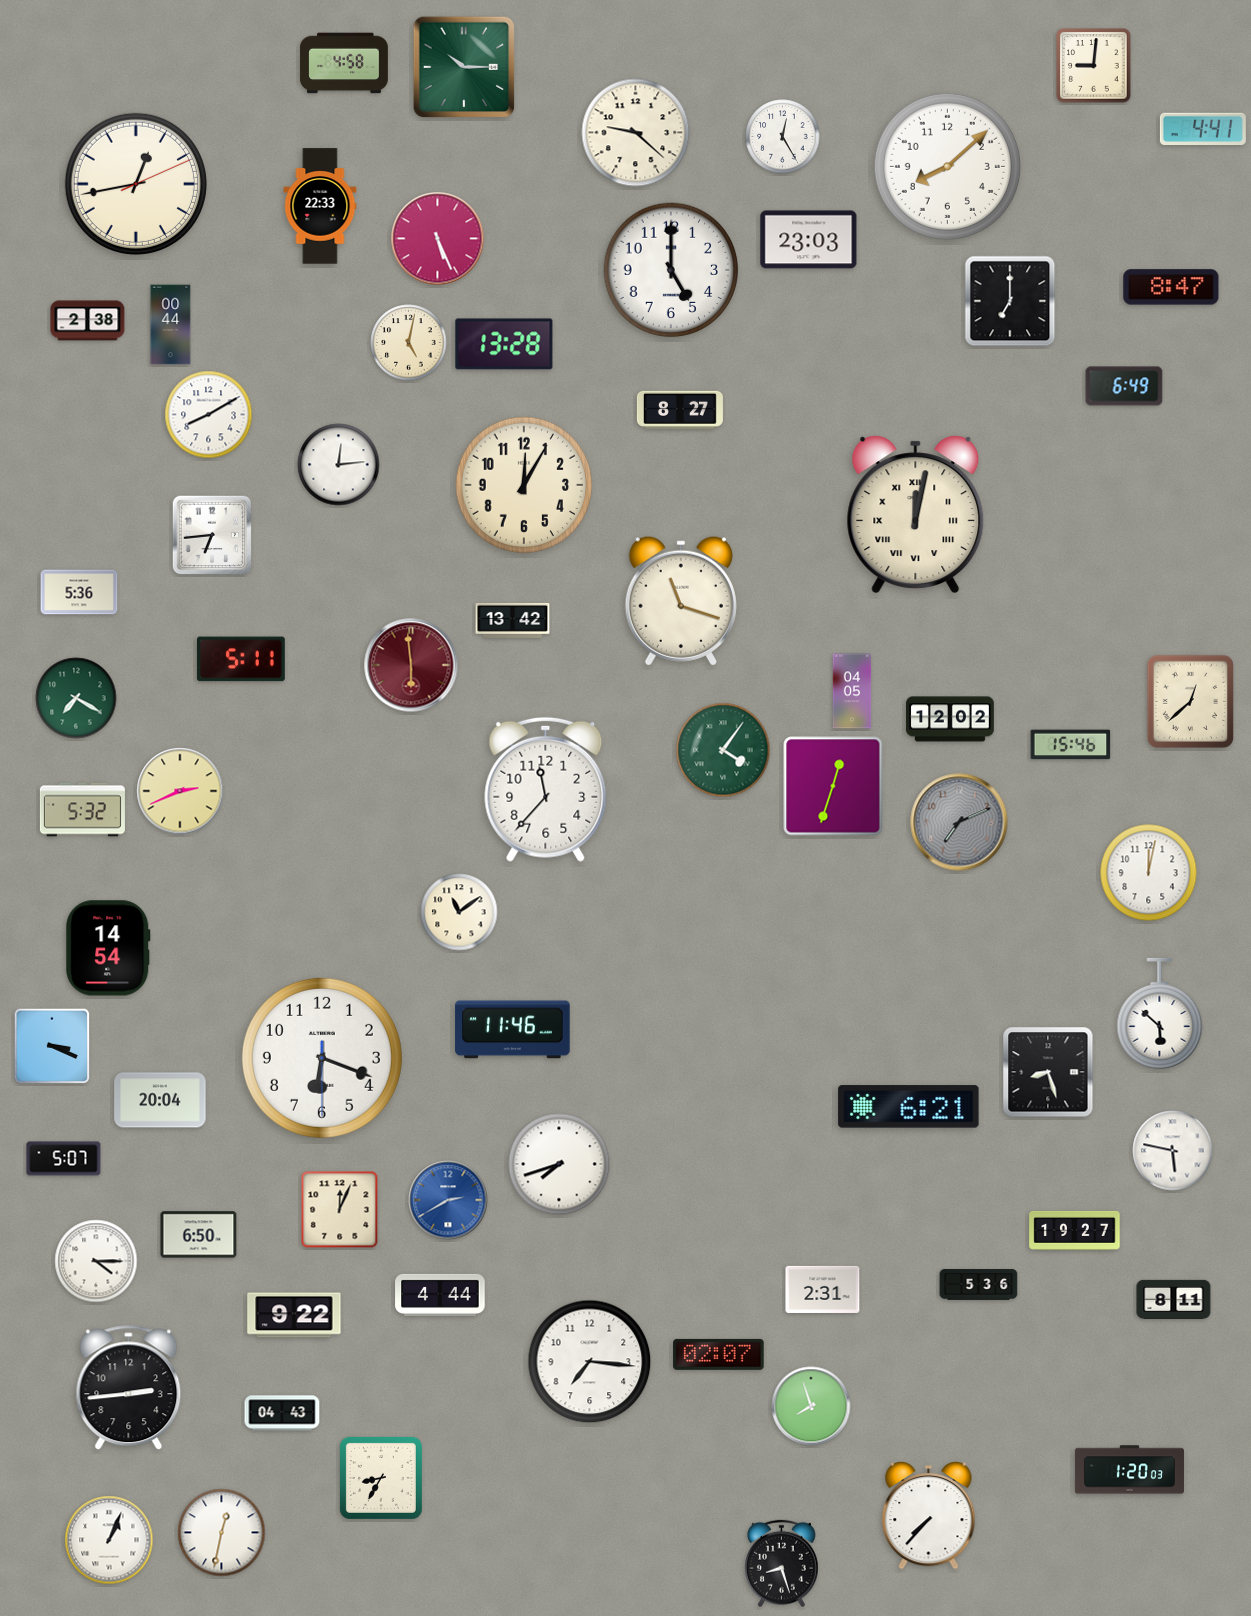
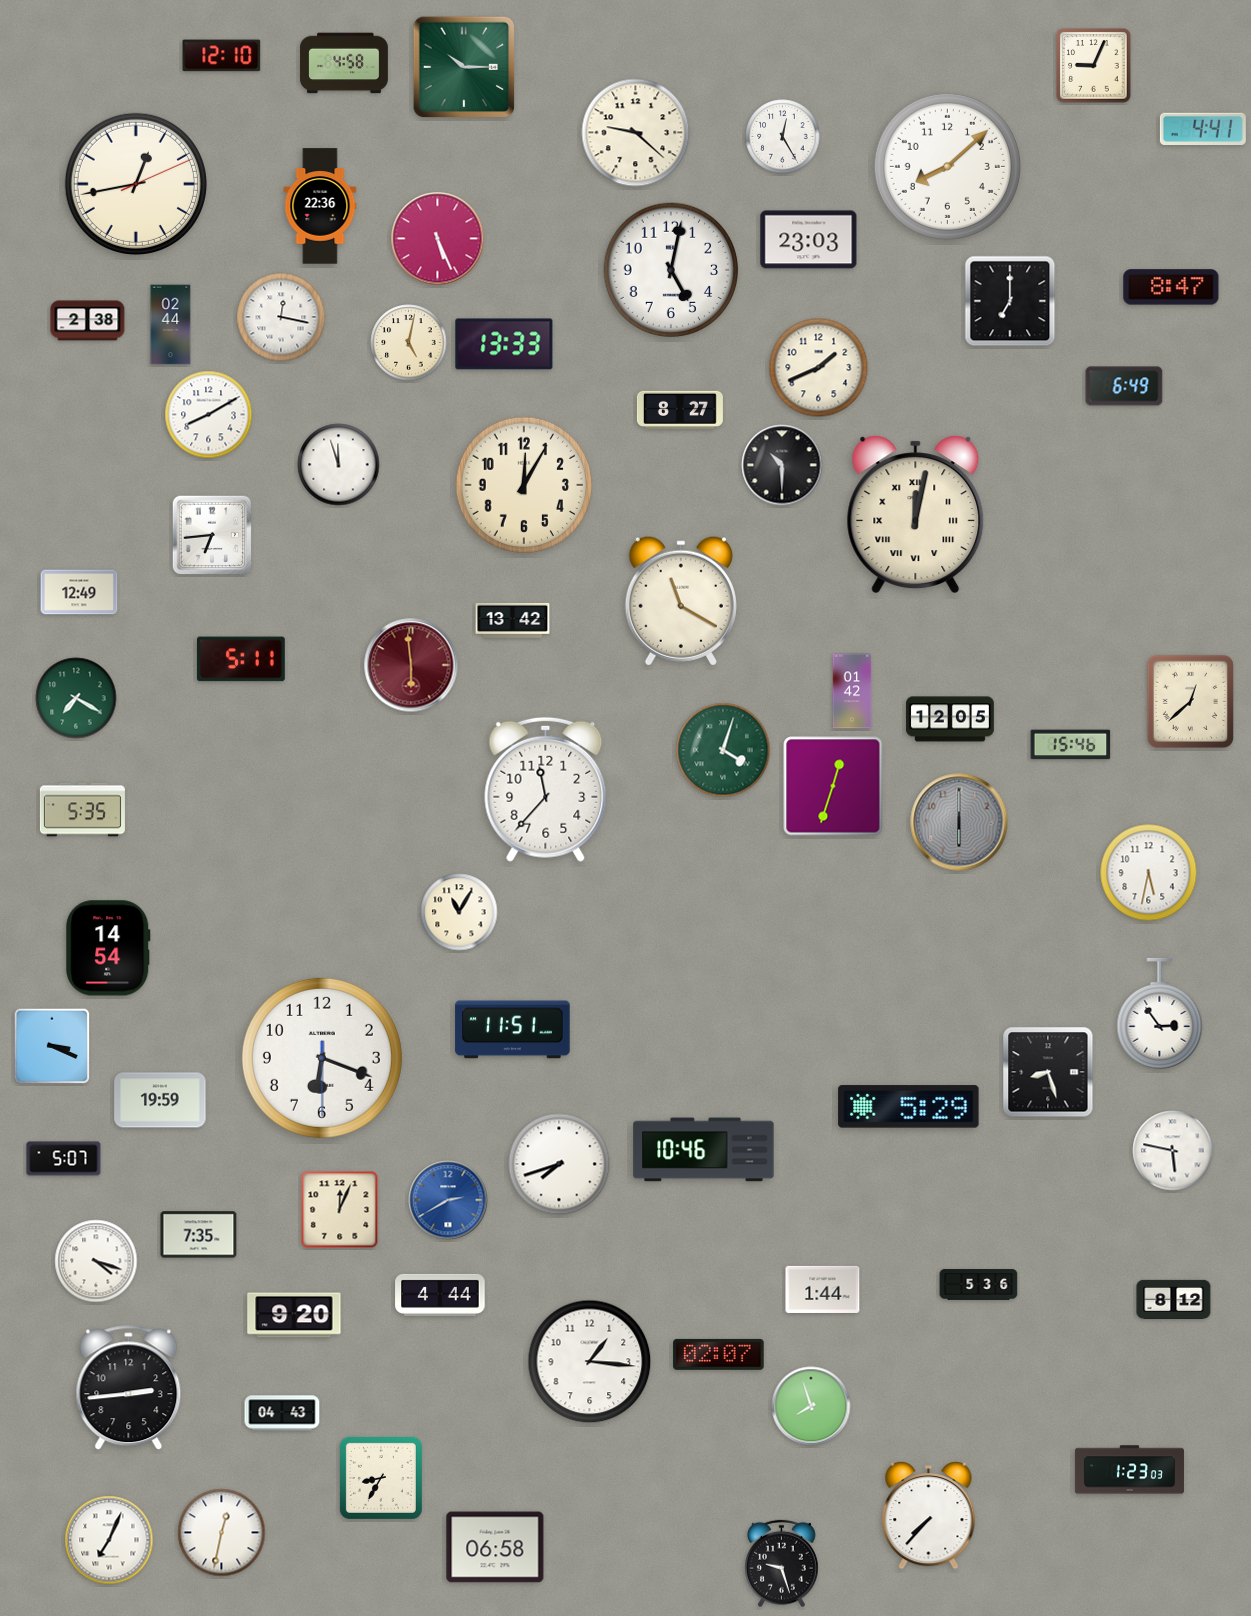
clock at (222, 56): none -> 12:10
clock at (1094, 66): 9:01 -> 9:04
clock at (320, 206): 22:33 -> 22:36
clock at (671, 270): 5:00 -> 5:02
clock at (281, 317): none -> 12:17
clock at (171, 325): 00:44 -> 02:44
clock at (504, 344): 13:28 -> 13:33
clock at (819, 368): none -> 1:41
clock at (339, 465): 12:14 -> 11:57
clock at (782, 465): none -> 10:30
clock at (79, 592): 5:36 -> 12:49
clock at (681, 601): 11:18 -> 11:20
clock at (852, 691): 04:05 -> 01:42
clock at (950, 719): 12:02 -> 12:05
clock at (723, 750): 4:06 -> 4:03
clock at (180, 791): 2:41 -> none
clock at (82, 810): 5:32 -> 5:35
clock at (959, 822): 7:11 -> 6:00
clock at (1149, 873): 12:02 -> 5:32
clock at (459, 912): 11:09 -> 11:05
clock at (1160, 1014): 5:52 -> 2:54
clock at (513, 1030): 11:46 -> 11:51
clock at (160, 1100): 20:04 -> 19:59
clock at (909, 1107): 6:21 -> 5:29
clock at (704, 1150): none -> 10:46
clock at (1075, 1230): 19:27 -> none
clock at (199, 1235): 6:50 -> 7:35
clock at (96, 1261): 4:15 -> 4:18
clock at (823, 1289): 2:31 -> 1:44
clock at (1174, 1299): 8:11 -> 8:12
clock at (294, 1315): 9:22 -> 9:20
clock at (590, 1362): 7:16 -> 1:16
clock at (1129, 1470): 1:20 -> 1:23
clock at (109, 1540): 1:04 -> 7:04
clock at (495, 1547): none -> 06:58
clock at (782, 1564): 8:27 -> 9:27
